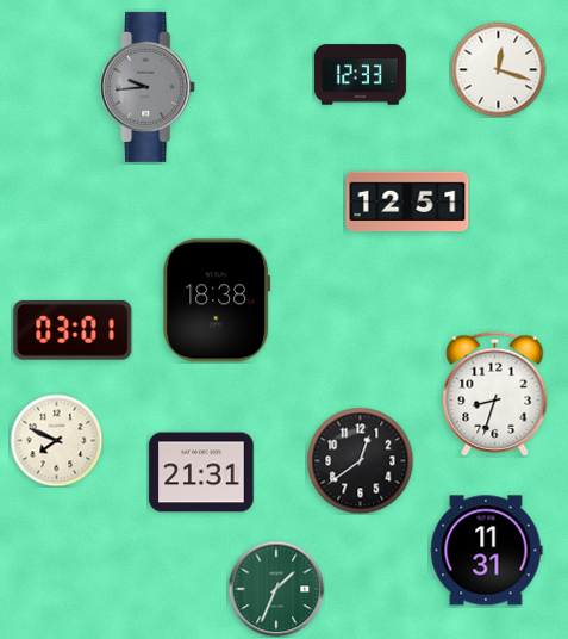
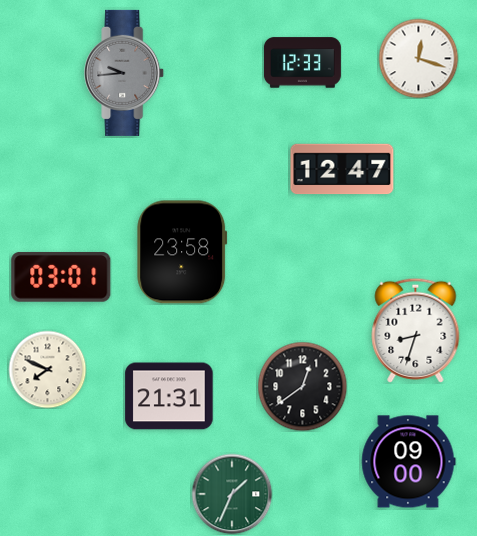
clock at (407, 201): 12:51 -> 12:47
clock at (217, 300): 18:38 -> 23:58
clock at (486, 551): 11:31 -> 09:00
